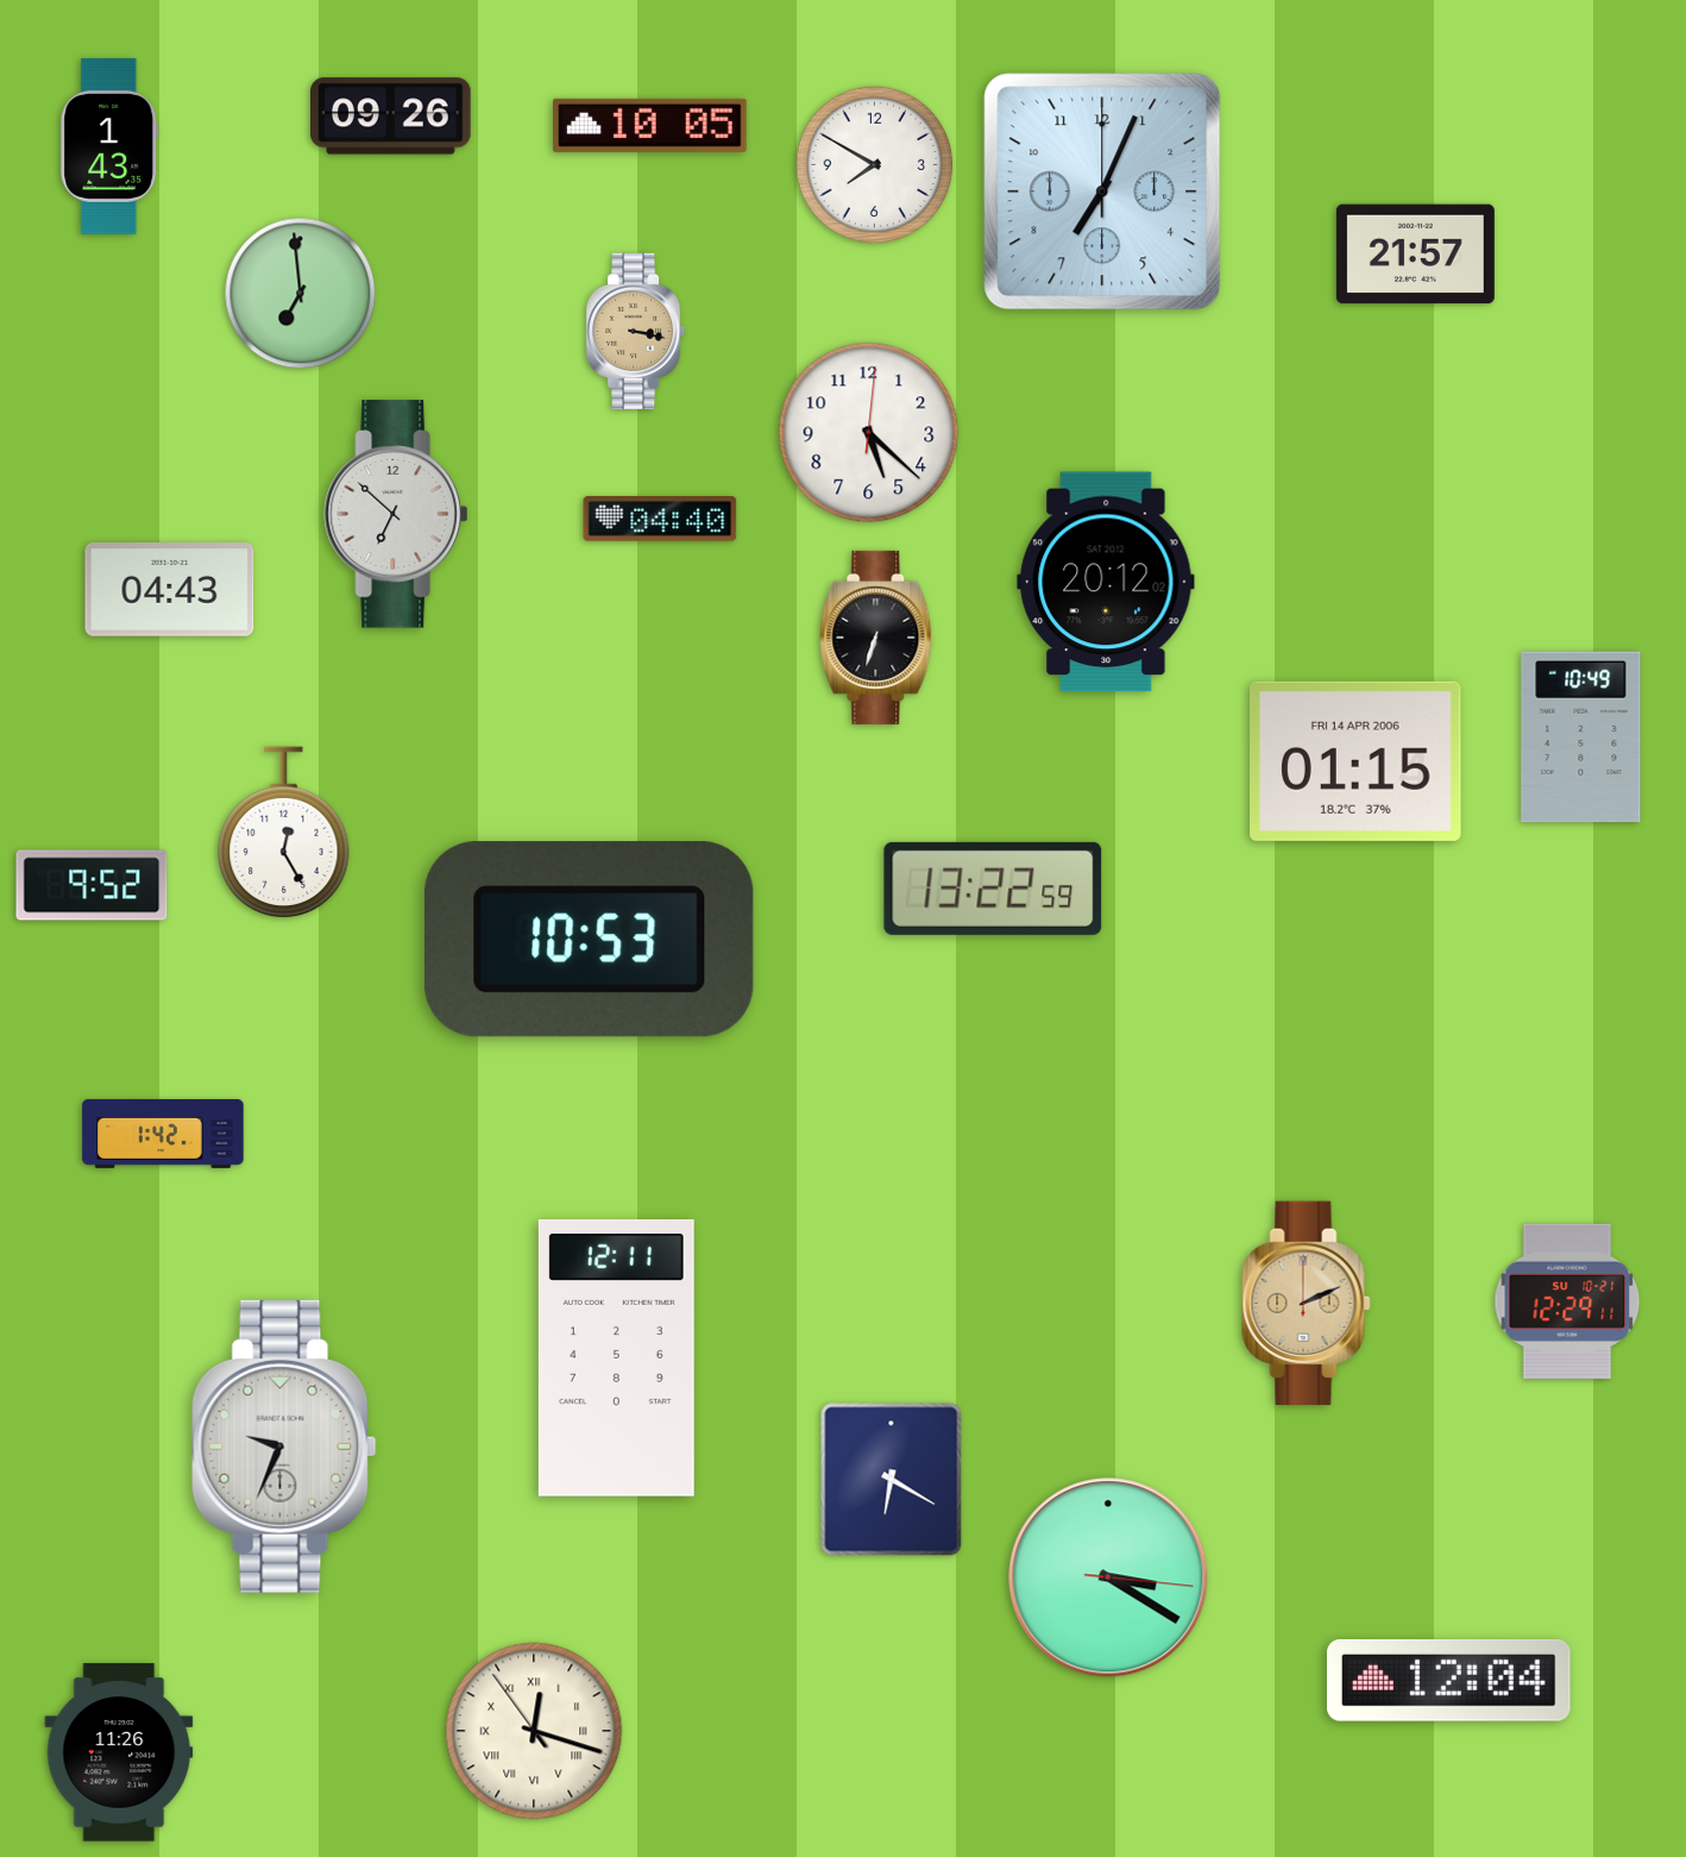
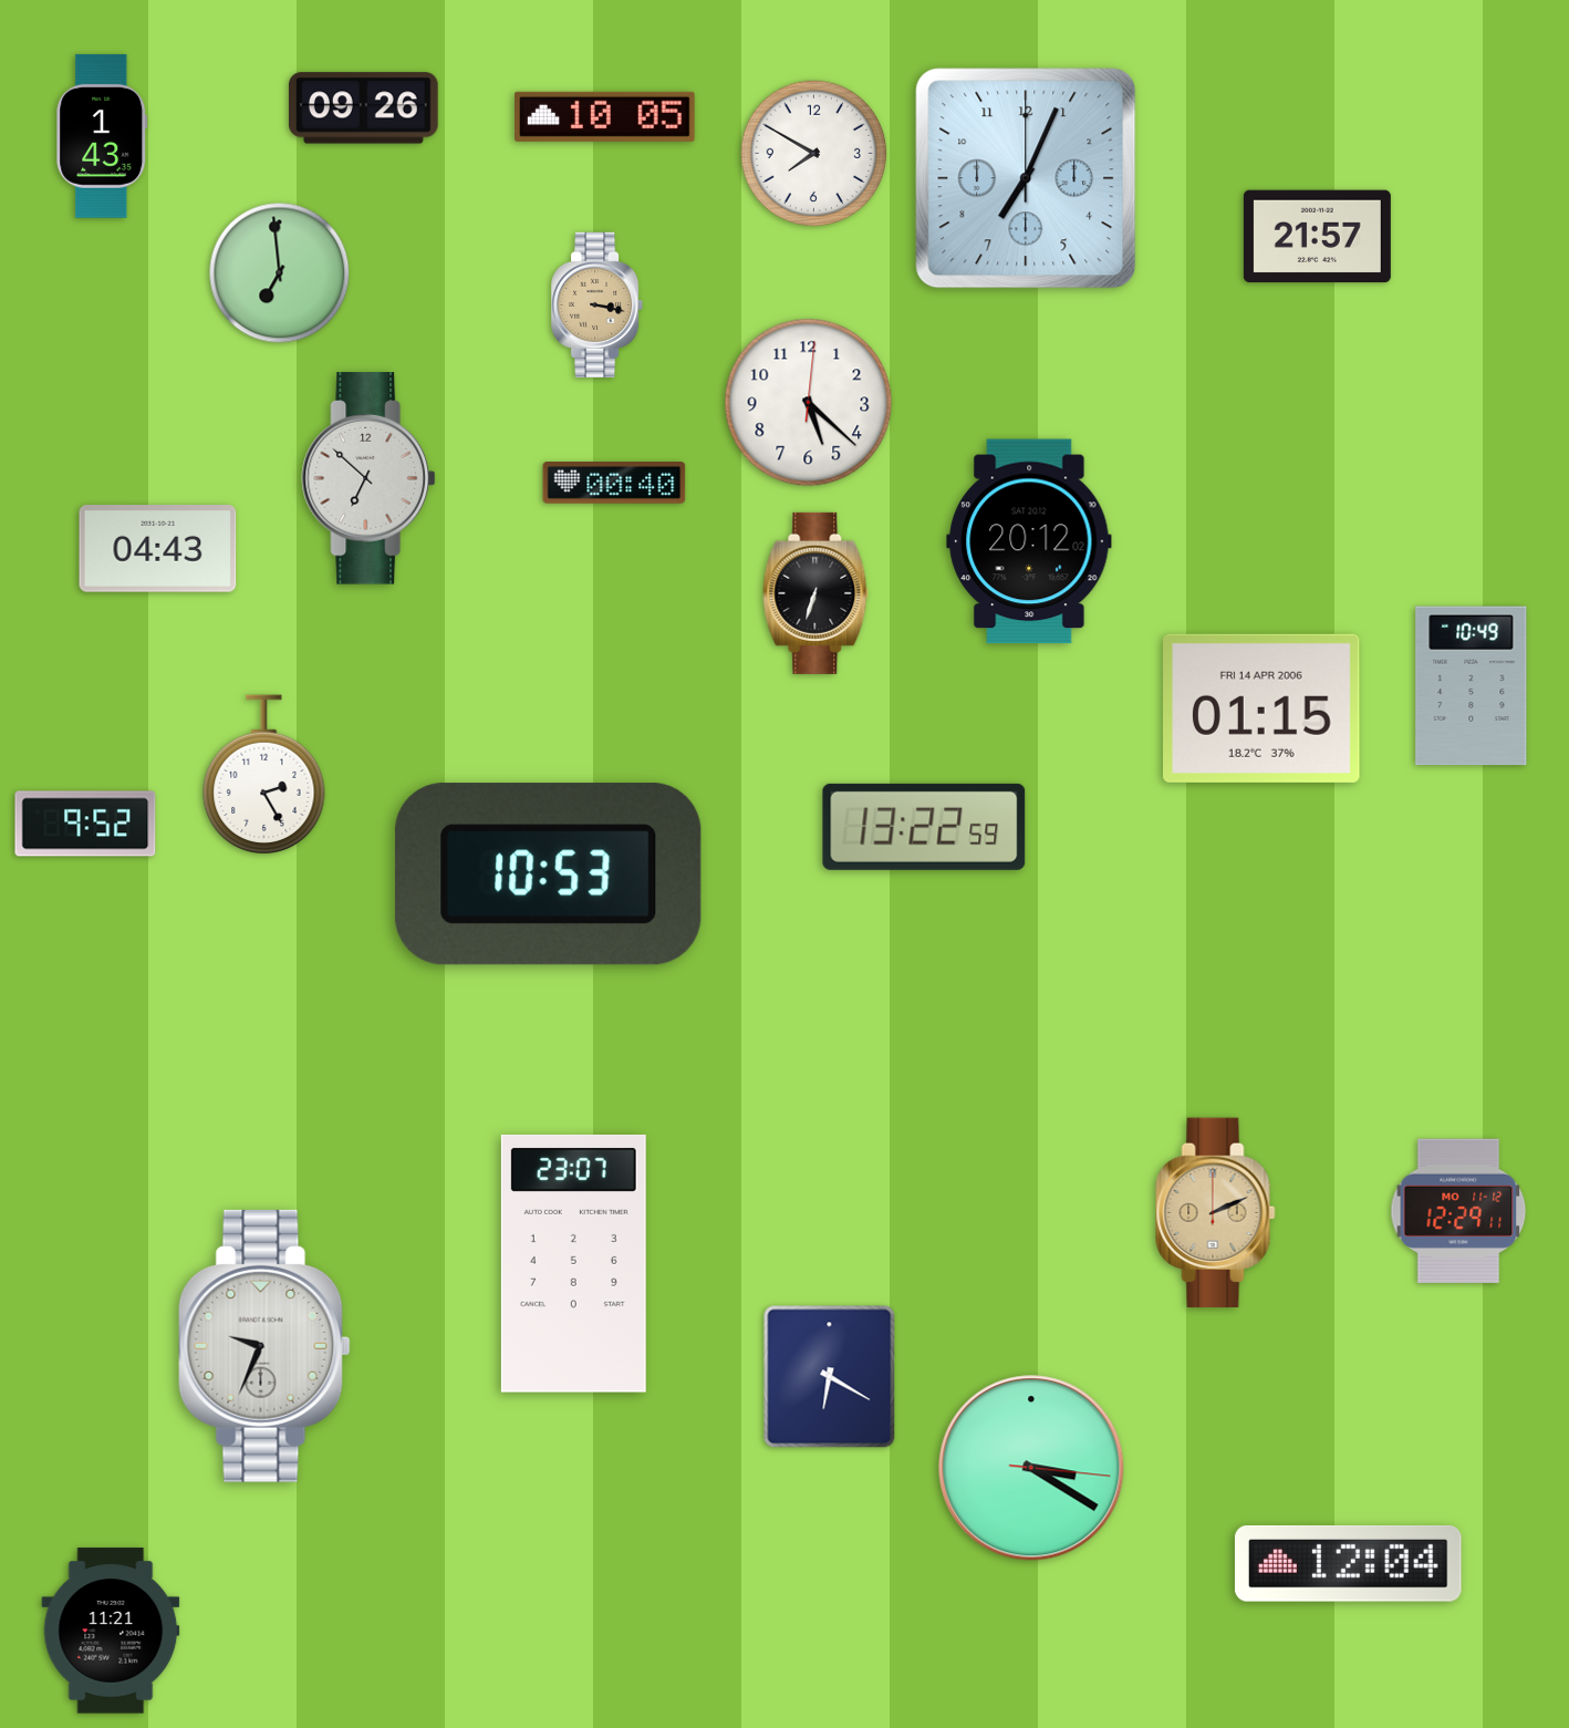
clock at (636, 331) position: (636, 331) -> (598, 304)
clock at (660, 520): 04:40 -> 00:40
clock at (284, 833): 12:25 -> 2:25
clock at (163, 1134): 1:42 -> none
clock at (1567, 1300) date: SU 10-21 -> MO 11-12
clock at (616, 1357): 12:11 -> 23:07
clock at (534, 1731): 12:17 -> none
clock at (119, 1752): 11:26 -> 11:21
